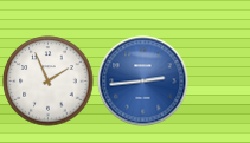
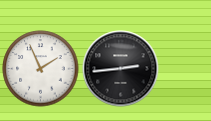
clock at (143, 82) dial: blue -> black
